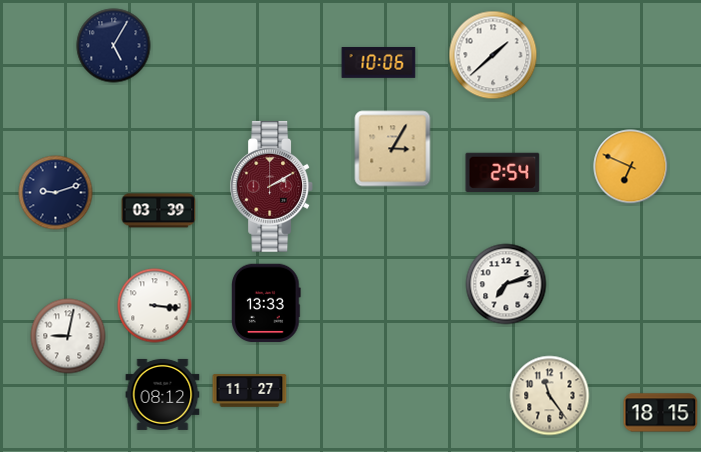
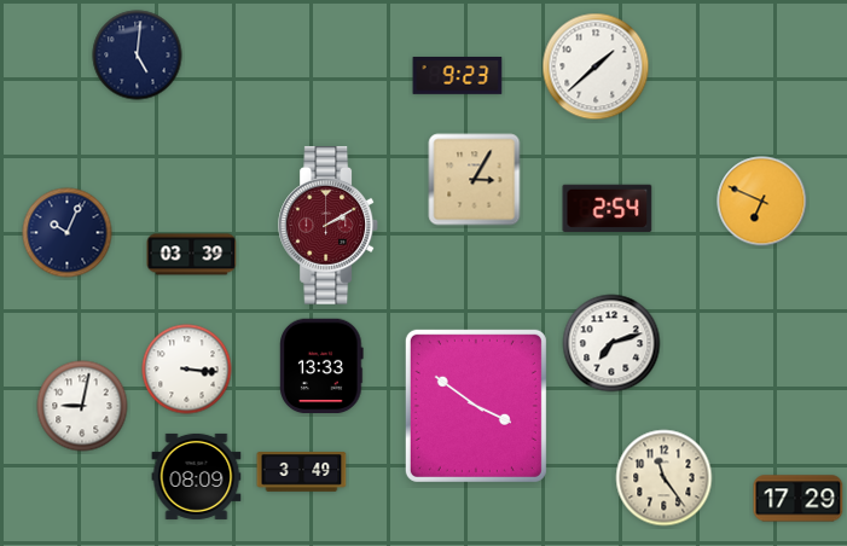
clock at (114, 46): 5:05 -> 5:01
clock at (379, 63): 10:06 -> 9:23
clock at (56, 193): 9:12 -> 10:04
clock at (476, 406): none -> 3:51
clock at (250, 391): 11:27 -> 3:49
clock at (163, 394): 08:12 -> 08:09
clock at (661, 413): 18:15 -> 17:29
